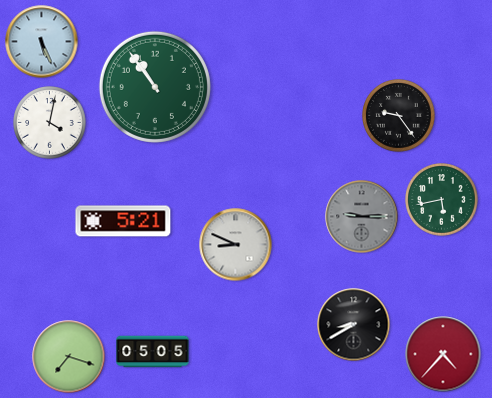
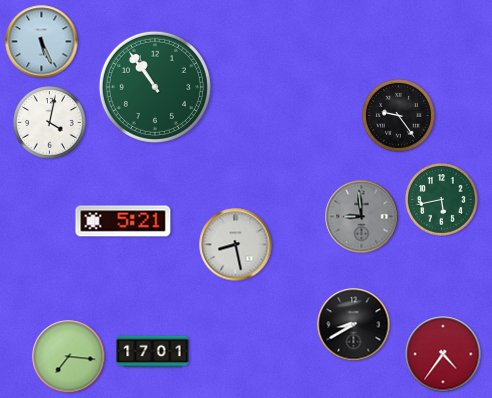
clock at (362, 217): 9:15 -> 8:59
clock at (236, 245): 8:49 -> 8:28
clock at (153, 352): 05:05 -> 17:01
clock at (443, 354): 4:37 -> 4:36
clock at (69, 357): 7:18 -> 7:16
